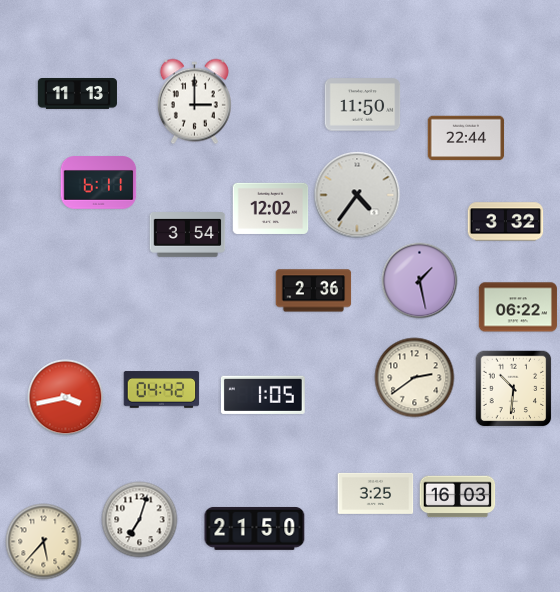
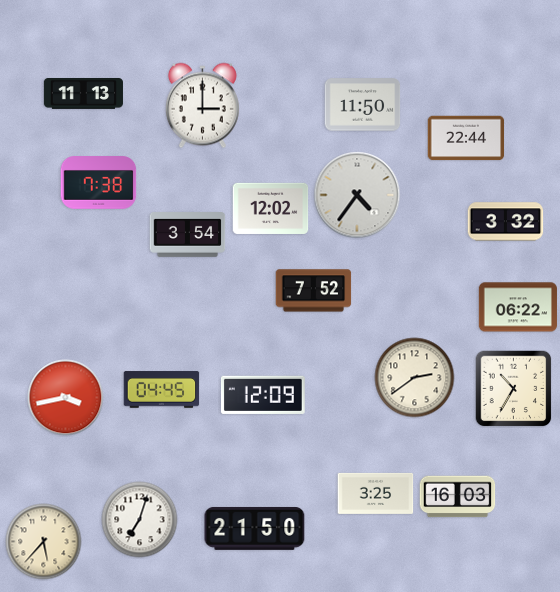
clock at (77, 94) position: (77, 94) -> (83, 94)
clock at (194, 102) position: (194, 102) -> (202, 106)
clock at (99, 183): 6:11 -> 7:38
clock at (420, 281): 1:28 -> none
clock at (314, 291): 2:36 -> 7:52
clock at (513, 388): 10:31 -> 10:35
clock at (162, 390): 04:42 -> 04:45
clock at (263, 395): 1:05 -> 12:09
